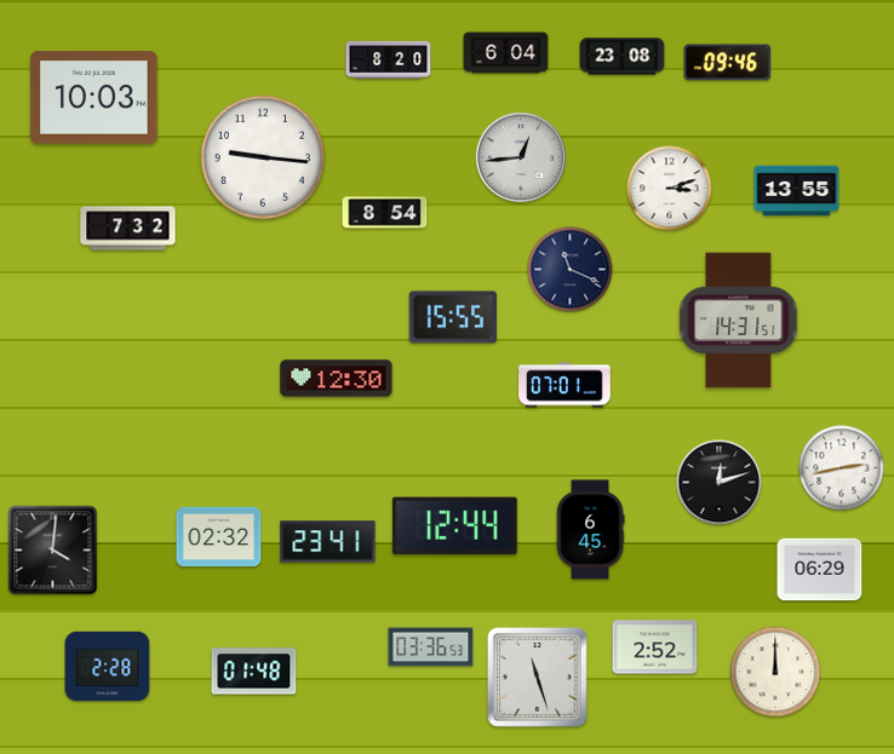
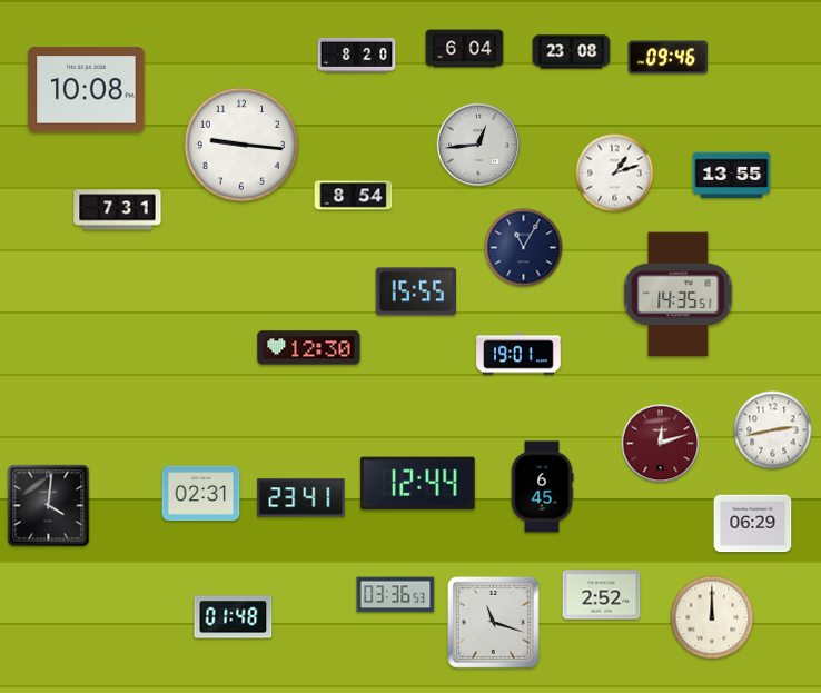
clock at (94, 98): 10:03 -> 10:08
clock at (670, 189): 3:12 -> 1:12
clock at (128, 229): 7:32 -> 7:31
clock at (571, 270): 11:19 -> 11:05
clock at (739, 321): 14:31 -> 14:35
clock at (565, 385): 07:01 -> 19:01
clock at (720, 483) dial: black -> burgundy
clock at (219, 537): 02:32 -> 02:31
clock at (108, 667): 2:28 -> none
clock at (537, 677): 11:27 -> 11:18
